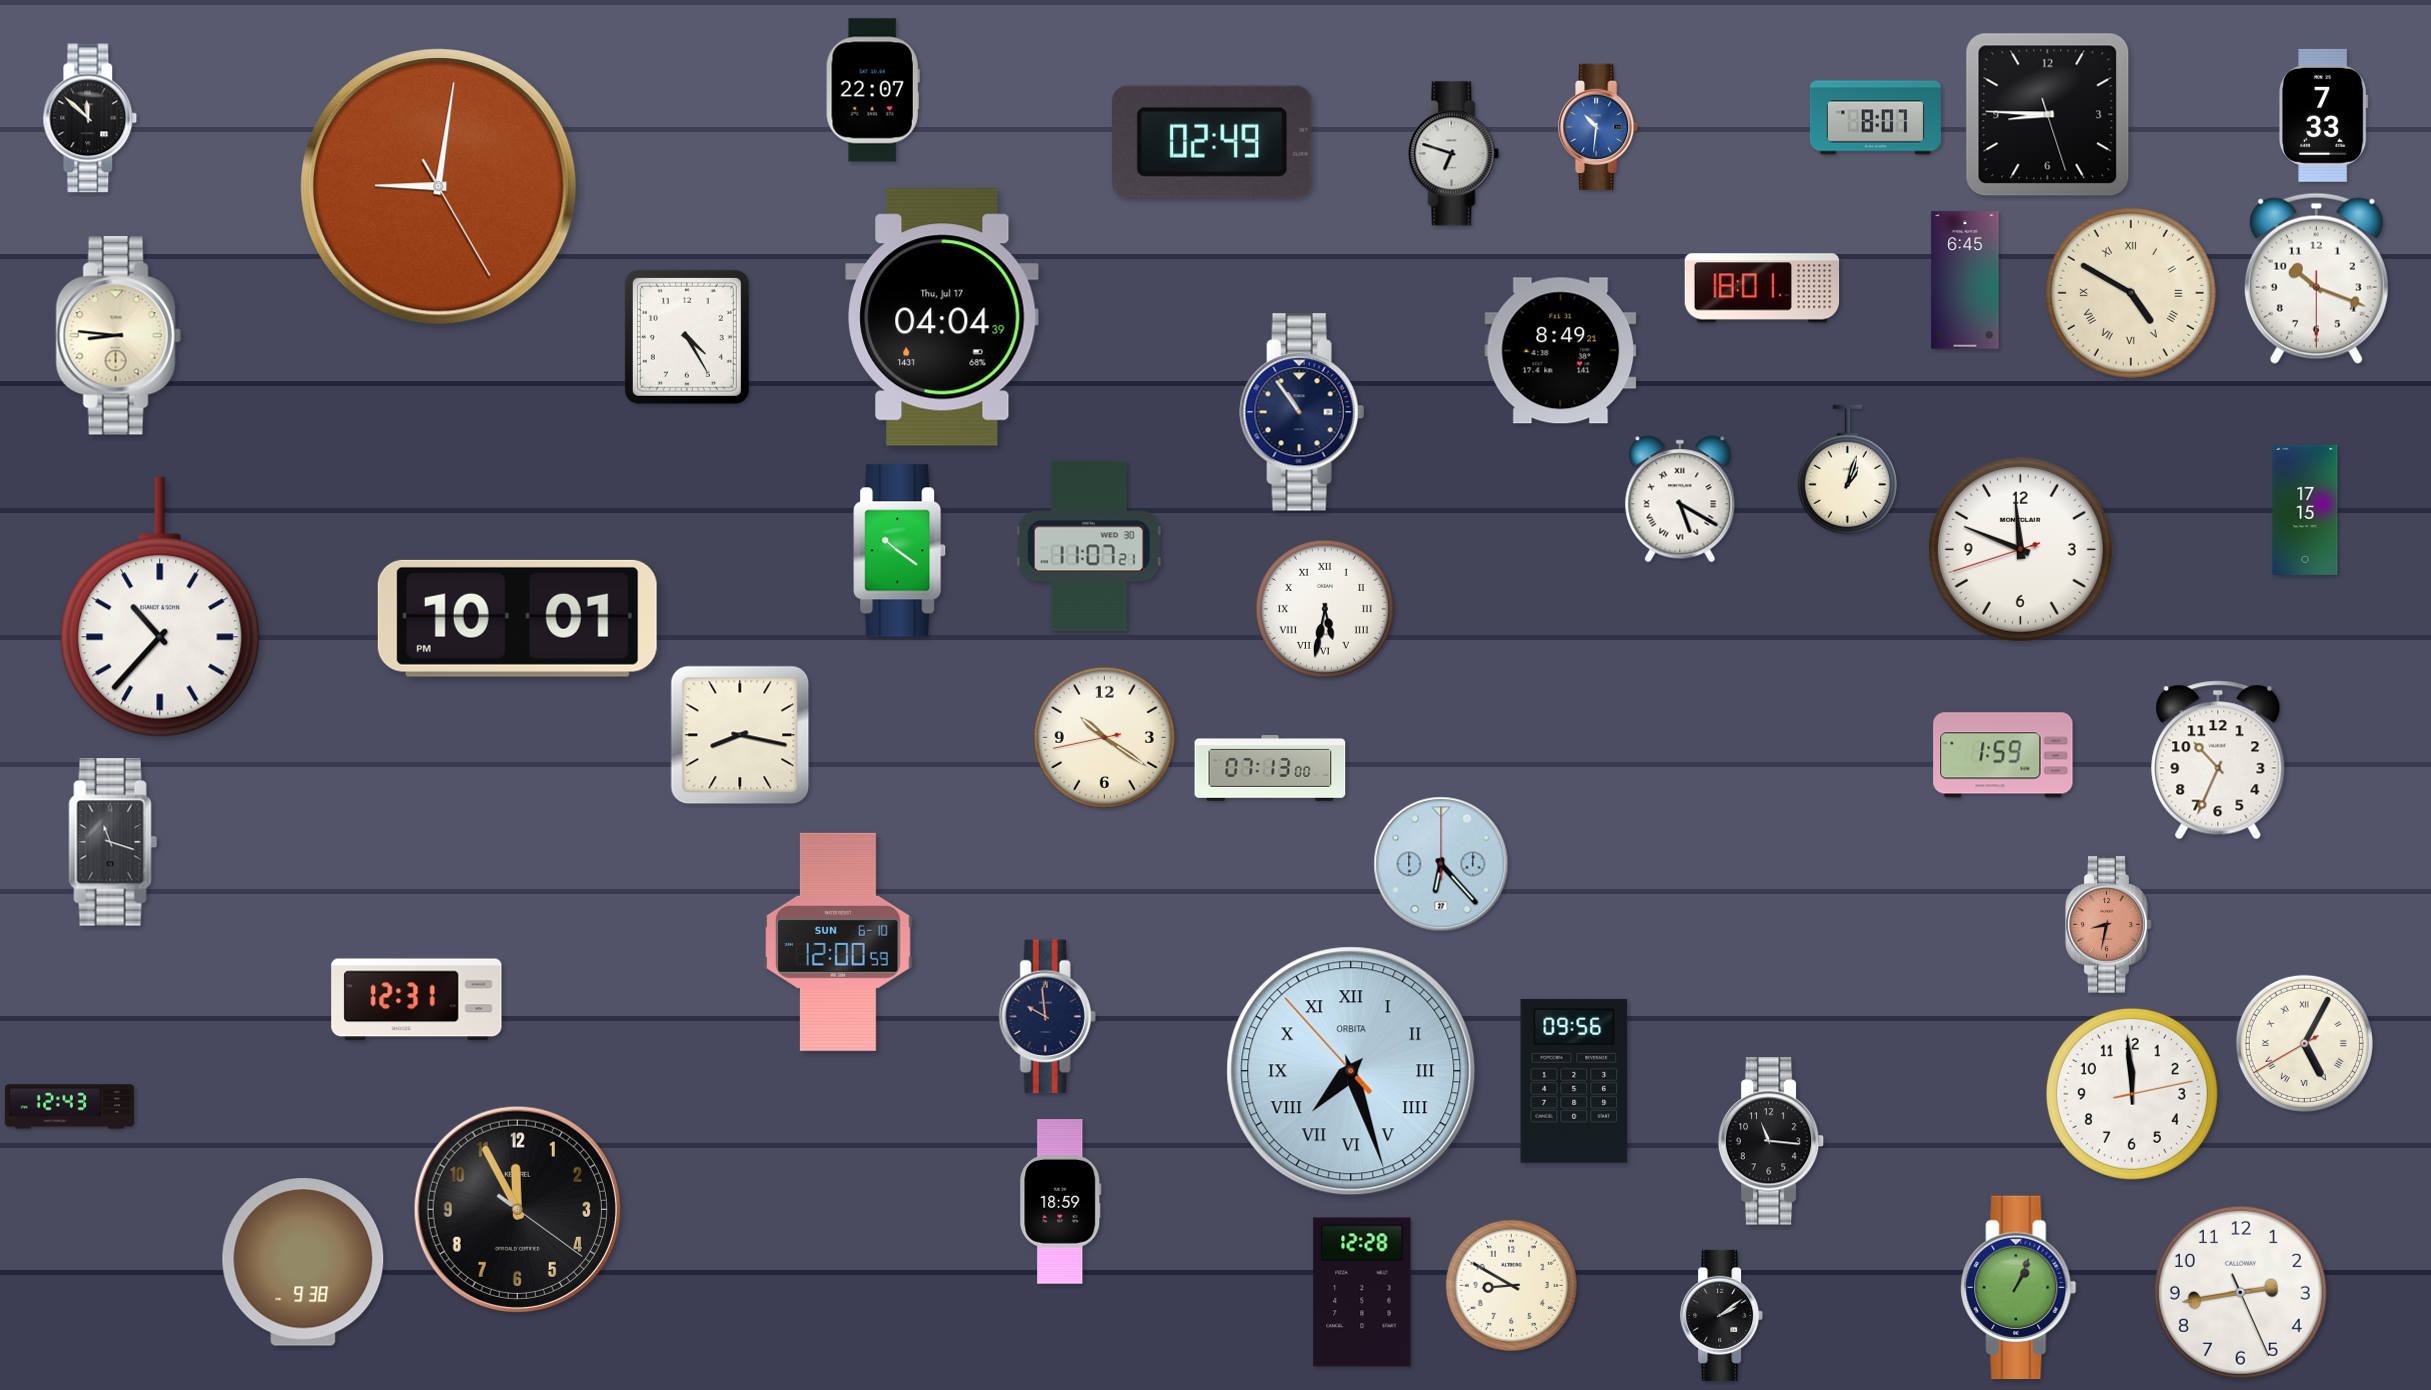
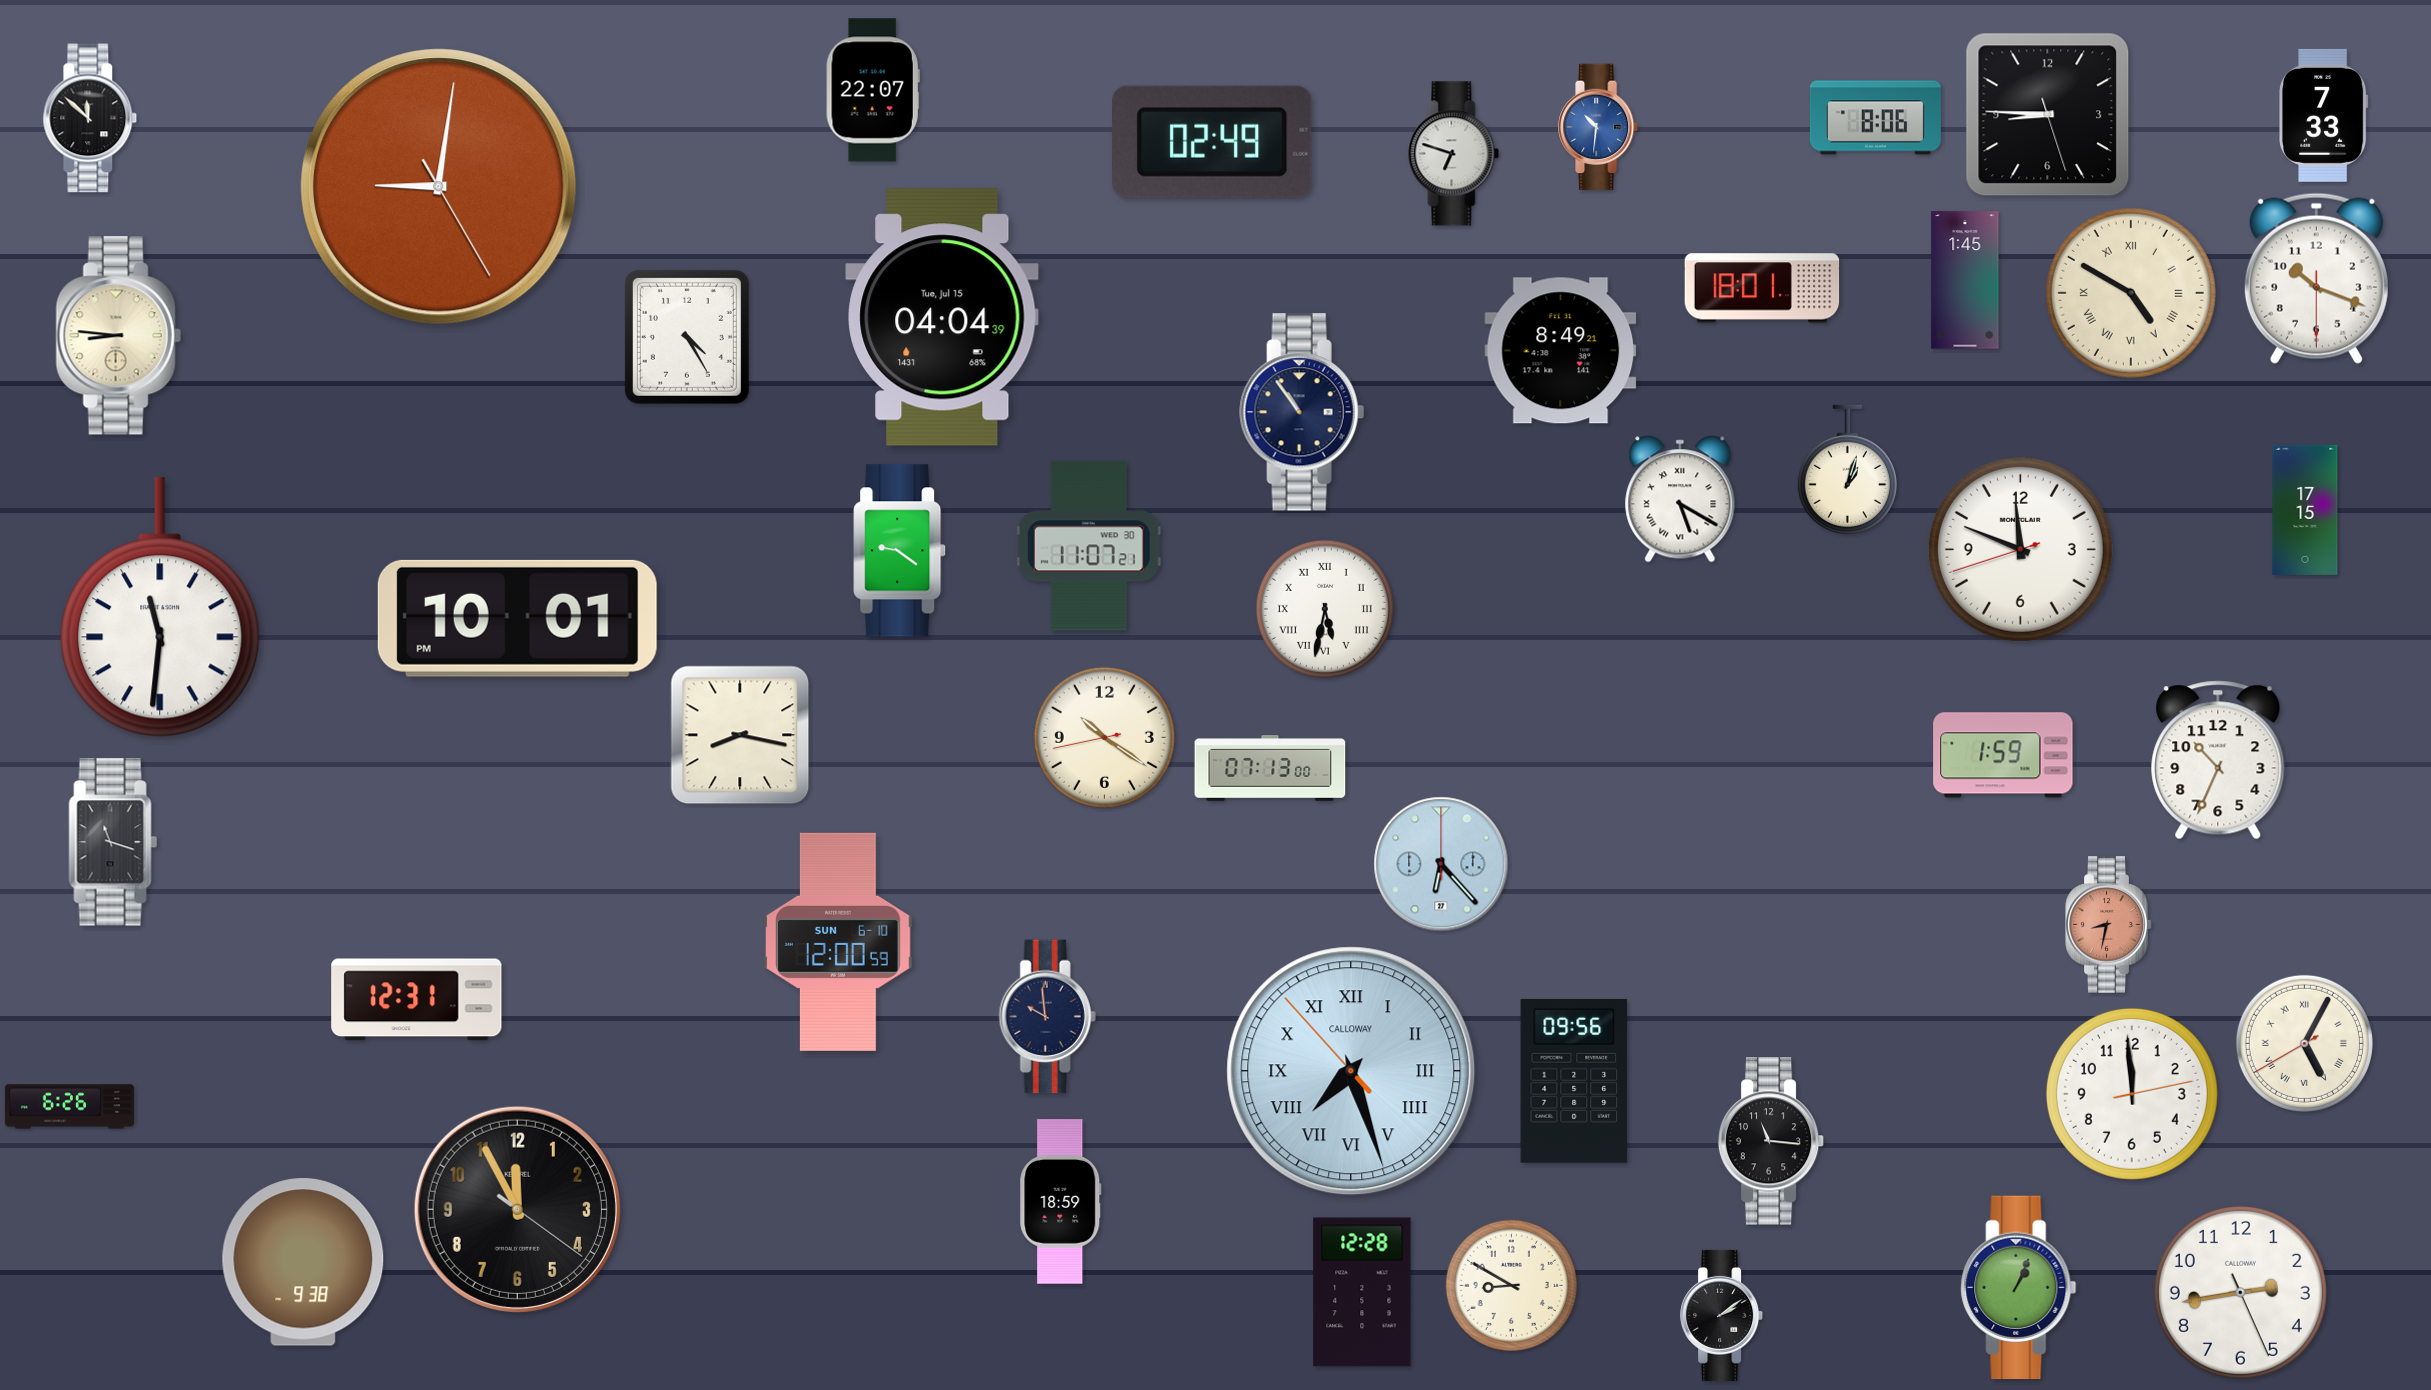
clock at (1875, 118): 8:07 -> 8:06
clock at (1965, 280): 6:45 -> 1:45
clock at (942, 317) date: Thu, Jul 17 -> Tue, Jul 15
clock at (900, 551): 10:21 -> 9:21
clock at (160, 607): 10:37 -> 11:31
clock at (1351, 1071) brand: ORBITA -> CALLOWAY
clock at (69, 1107): 12:43 -> 6:26
